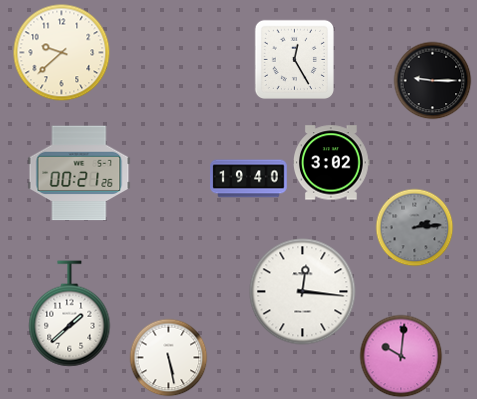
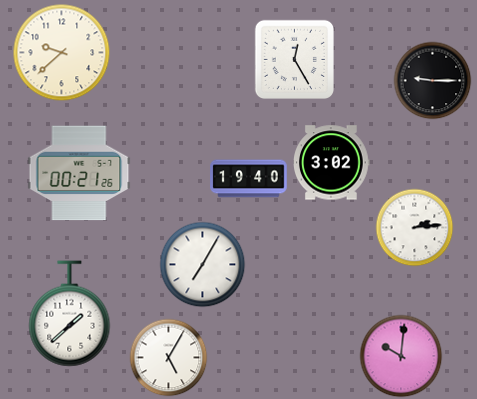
clock at (414, 227) dial: grey -> white
clock at (202, 264): none -> 7:05
clock at (303, 292): 12:16 -> none
clock at (168, 357): 5:28 -> 5:05
